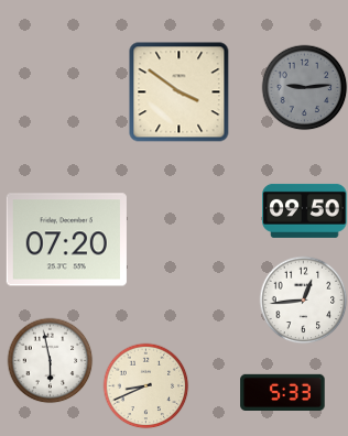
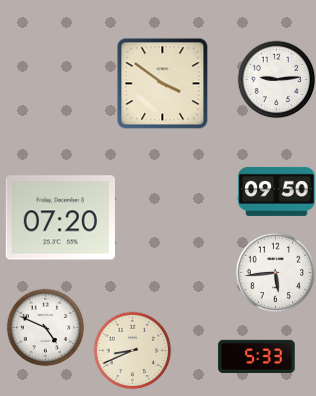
clock at (304, 87) dial: grey -> white
clock at (303, 299): 12:44 -> 5:44
clock at (50, 360): 5:58 -> 4:49
